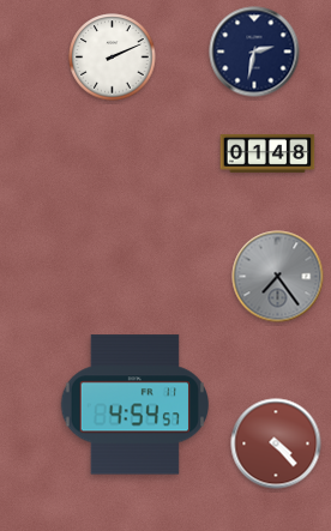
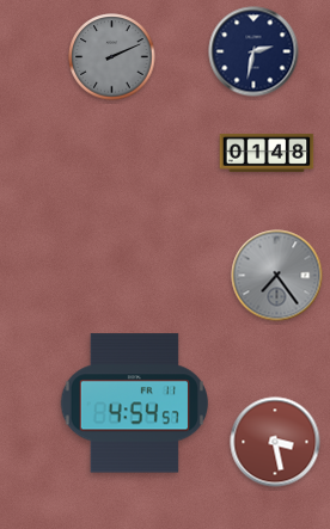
clock at (113, 58) dial: white -> grey
clock at (276, 443): 4:23 -> 3:28
